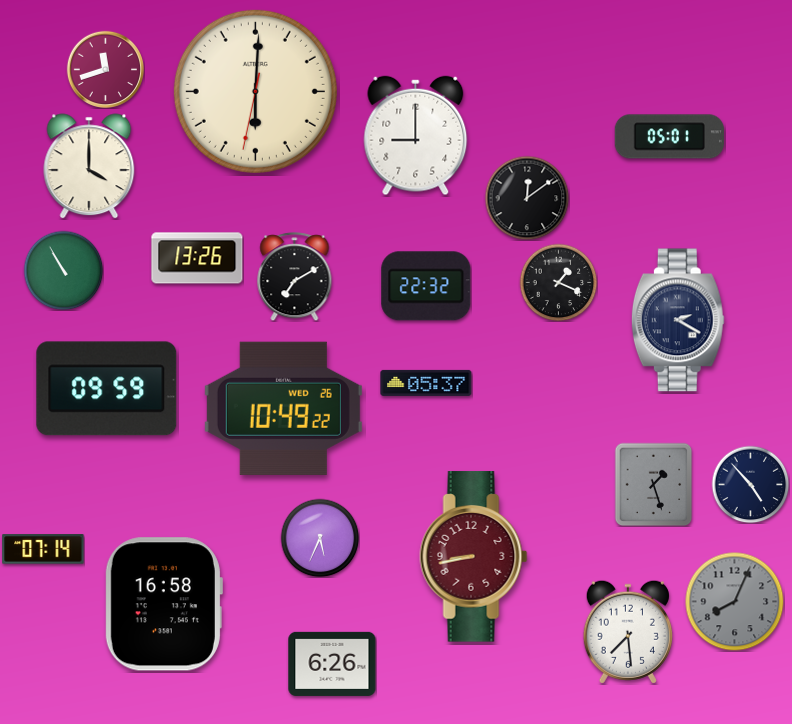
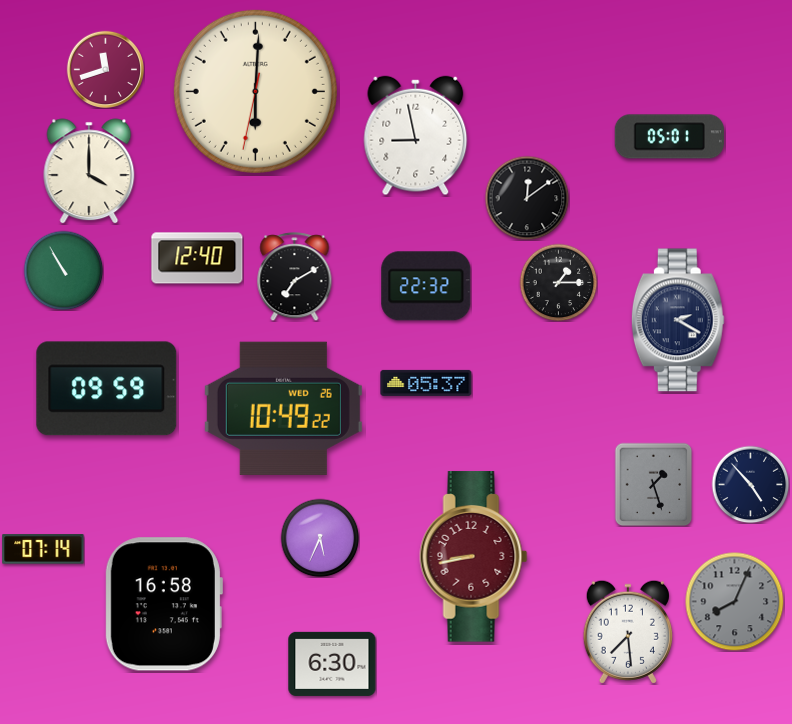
clock at (416, 136): 9:00 -> 8:58
clock at (89, 166) position: (89, 166) -> (89, 171)
clock at (197, 258): 13:26 -> 12:40
clock at (558, 282): 1:19 -> 1:15
clock at (332, 664): 6:26 -> 6:30
